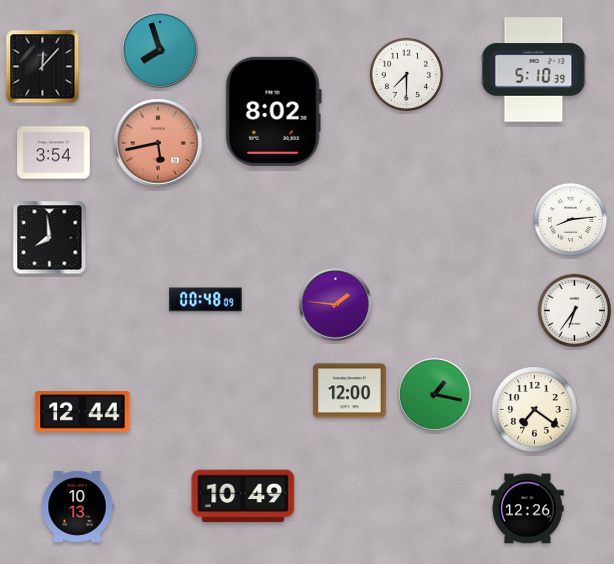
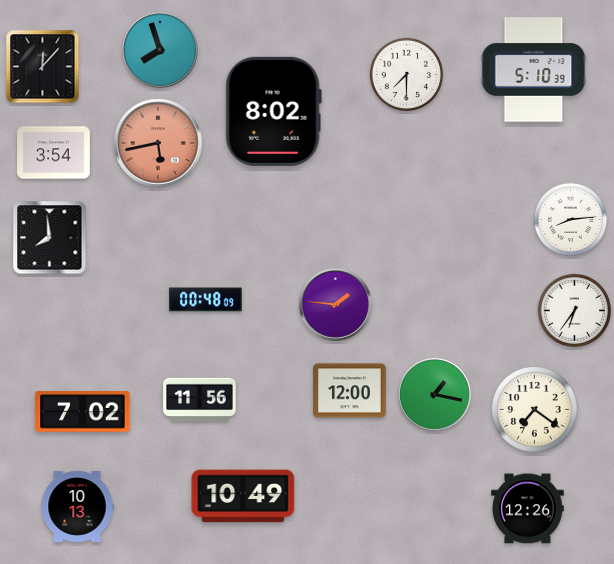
clock at (200, 400): none -> 11:56
clock at (83, 412): 12:44 -> 7:02
